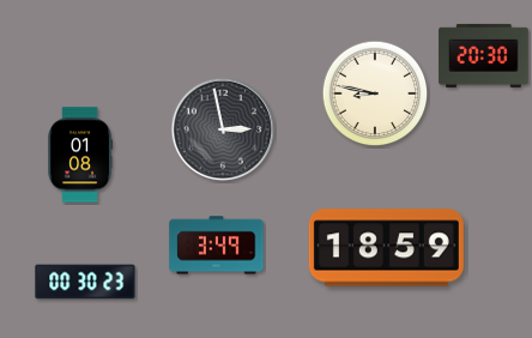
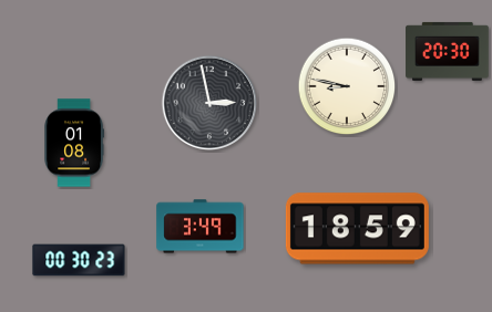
clock at (223, 129) position: (223, 129) -> (209, 103)
